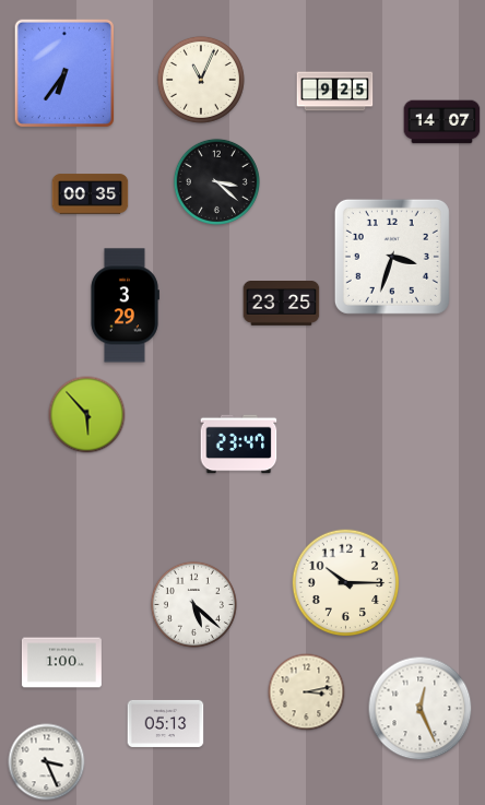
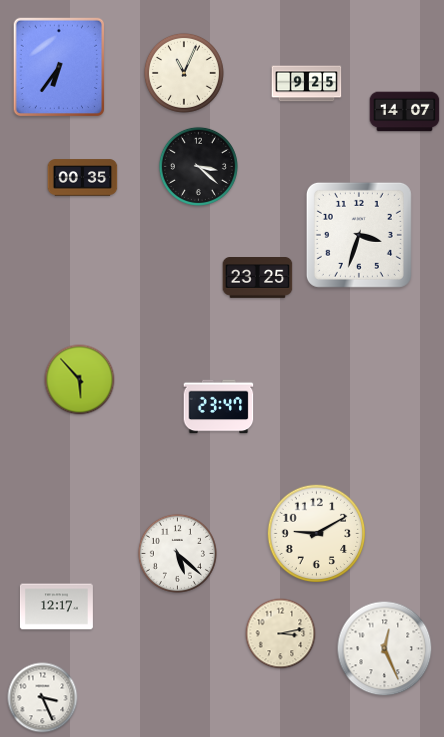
clock at (125, 306): 3:29 -> none
clock at (346, 583): 10:15 -> 9:10
clock at (61, 663): 1:00 -> 12:17
clock at (166, 723): 05:13 -> none
